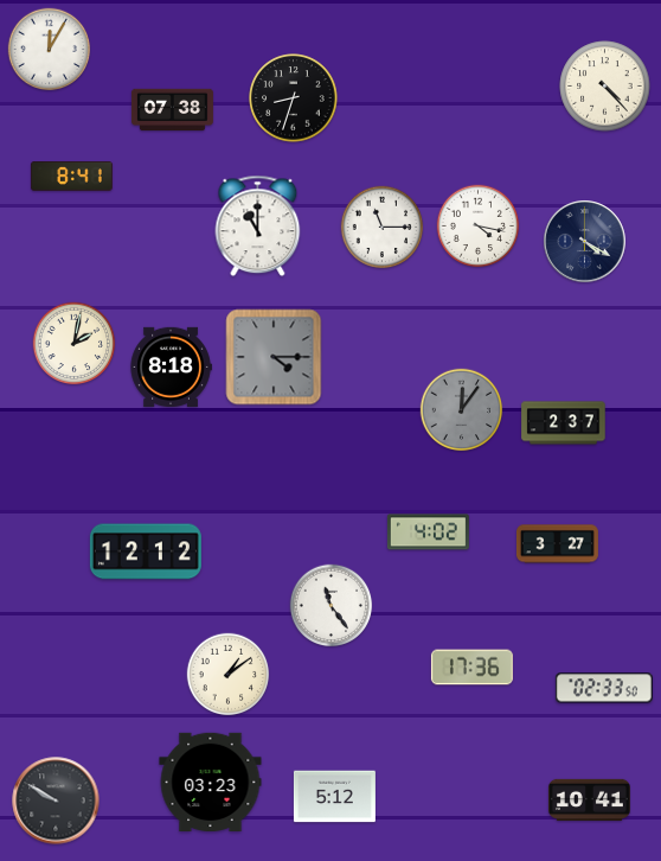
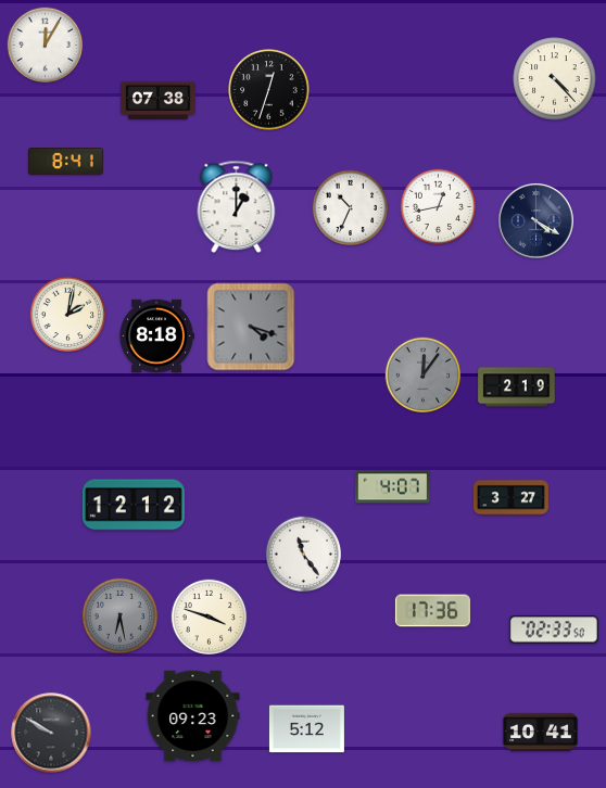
clock at (294, 98): 8:33 -> 12:33
clock at (258, 227): 11:00 -> 1:00
clock at (479, 227): 4:17 -> 12:43
clock at (383, 228): 11:15 -> 10:34
clock at (274, 357): 4:15 -> 4:18
clock at (564, 423): 2:37 -> 2:19
clock at (428, 532): 4:02 -> 4:07
clock at (121, 617): none -> 6:28
clock at (229, 675): 1:09 -> 3:48
clock at (211, 782): 03:23 -> 09:23
